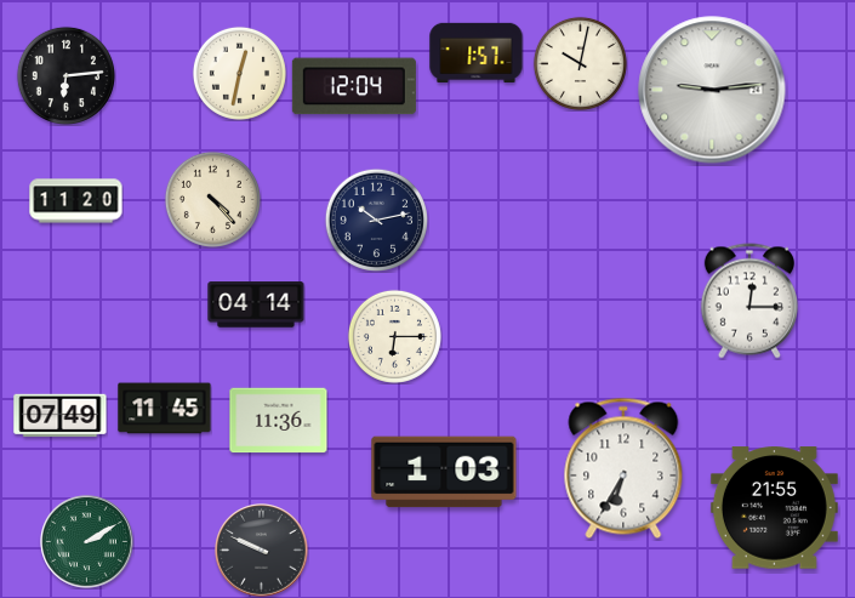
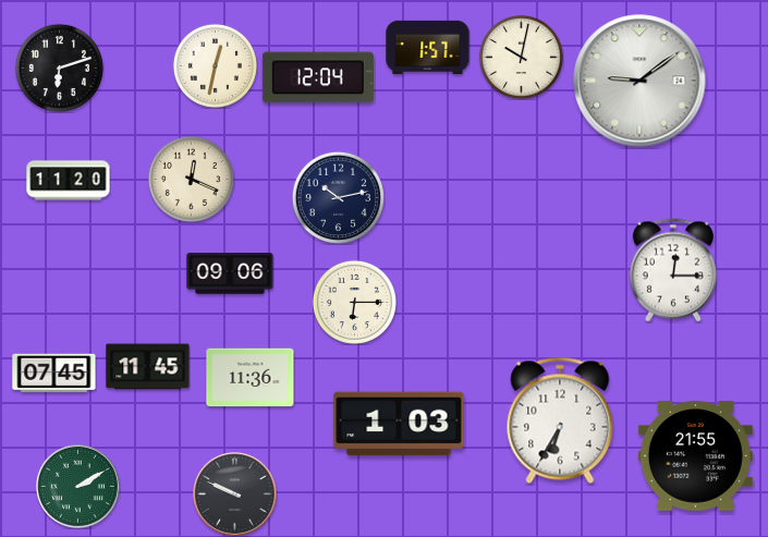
clock at (65, 75): 6:14 -> 6:12
clock at (712, 90): 9:14 -> 9:09
clock at (212, 199): 4:23 -> 12:19
clock at (256, 304): 04:14 -> 09:06
clock at (61, 416): 07:49 -> 07:45
